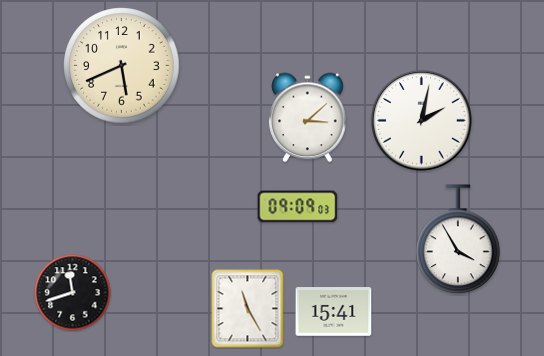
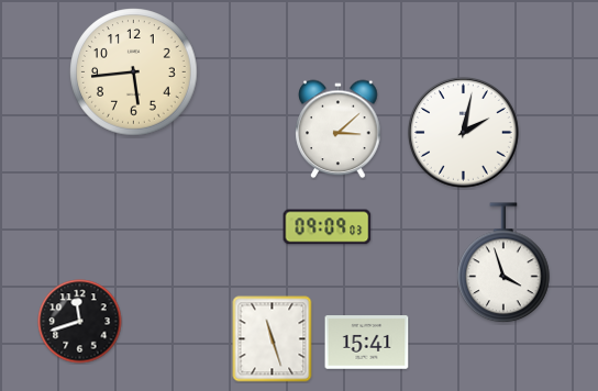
clock at (122, 66): 5:41 -> 5:44
clock at (458, 240): 3:55 -> 3:57
clock at (248, 309): 11:25 -> 11:27
